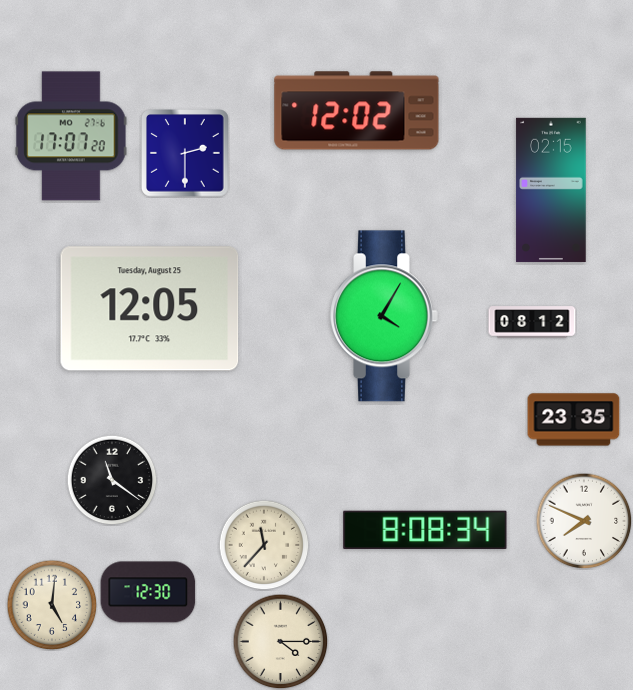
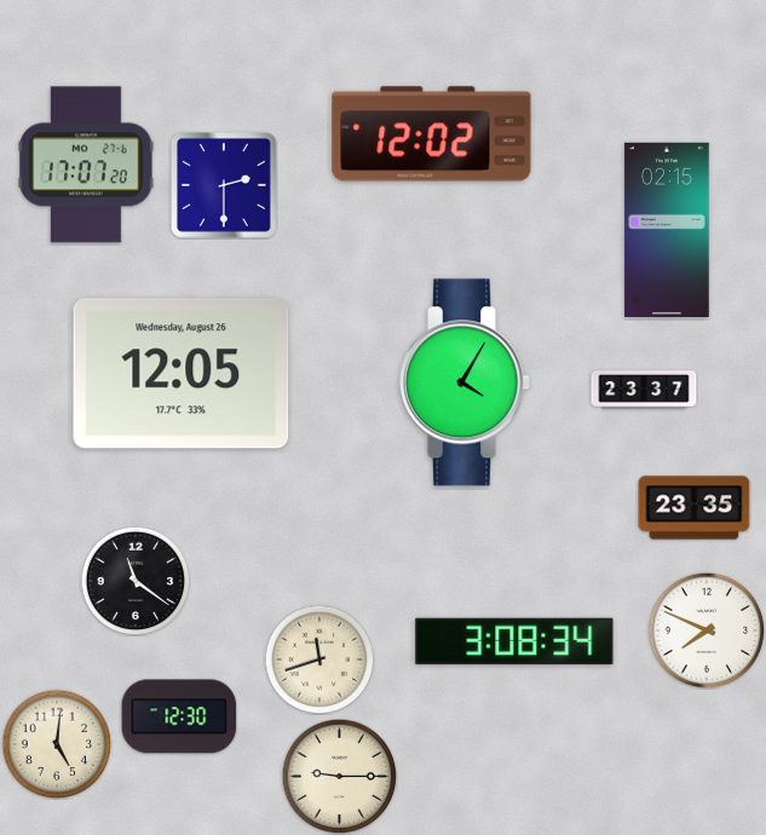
clock at (150, 309) date: Tuesday, August 25 -> Wednesday, August 26
clock at (532, 322): 08:12 -> 23:37
clock at (425, 529): 8:08 -> 3:08
clock at (264, 545): 11:37 -> 11:42
clock at (52, 605) position: (52, 605) -> (57, 744)
clock at (280, 641): 4:15 -> 9:15
